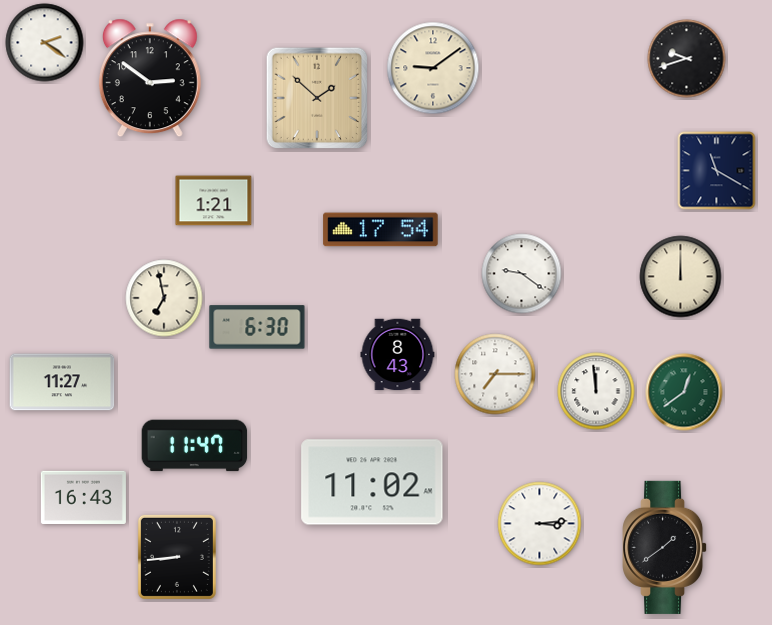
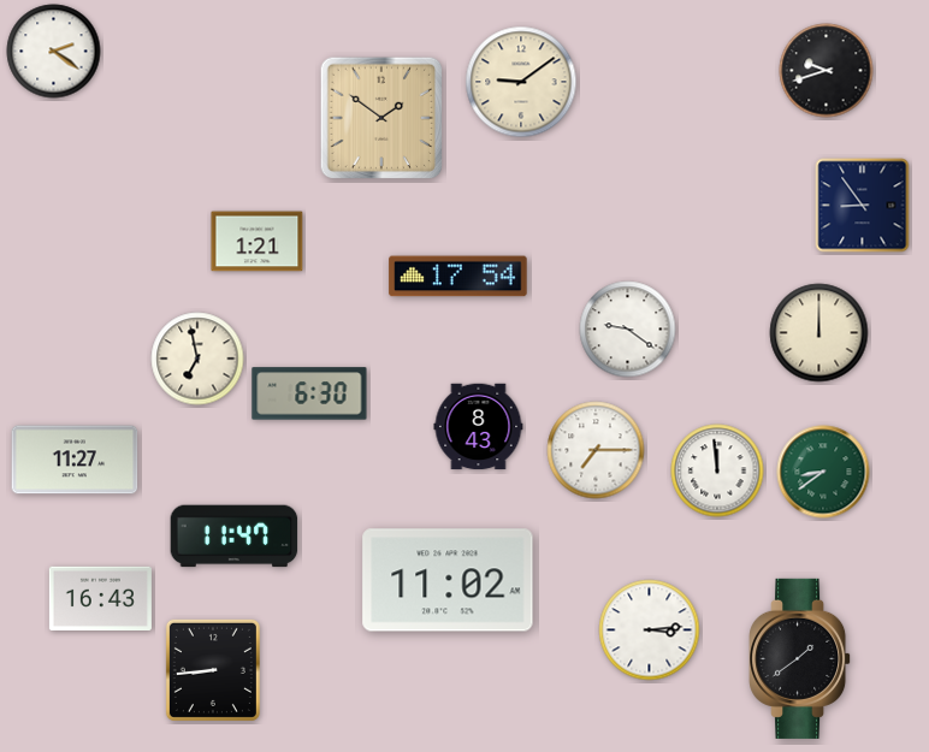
clock at (150, 78): 2:51 -> none
clock at (317, 98): 1:52 -> 1:51
clock at (717, 171): 11:20 -> 8:54
clock at (684, 392): 12:39 -> 8:39
